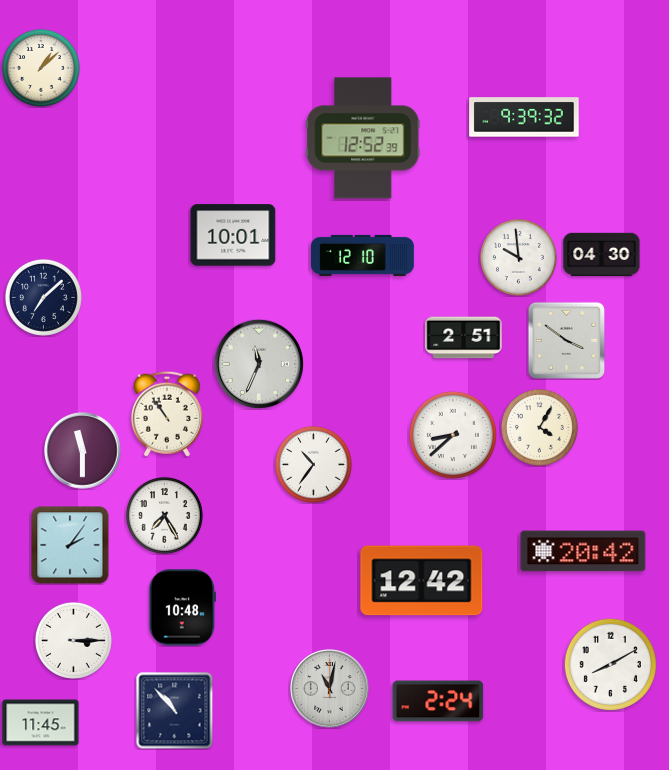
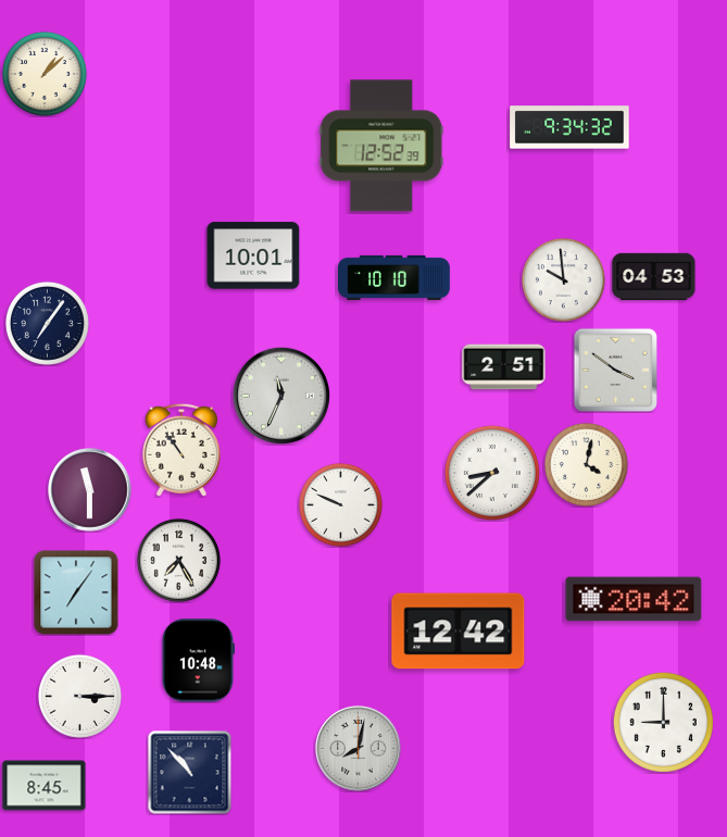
clock at (524, 117): 9:39 -> 9:34
clock at (363, 138) position: (363, 138) -> (381, 146)
clock at (362, 255): 12:10 -> 10:10
clock at (602, 255): 04:30 -> 04:53
clock at (43, 297): 7:08 -> 7:06
clock at (539, 427): 4:05 -> 4:02
clock at (313, 464): 10:36 -> 9:49
clock at (70, 545): 2:06 -> 7:06
clock at (610, 664): 8:10 -> 9:00
clock at (330, 689): 11:02 -> 8:02
clock at (438, 701): 2:24 -> none
clock at (41, 723): 11:45 -> 8:45
